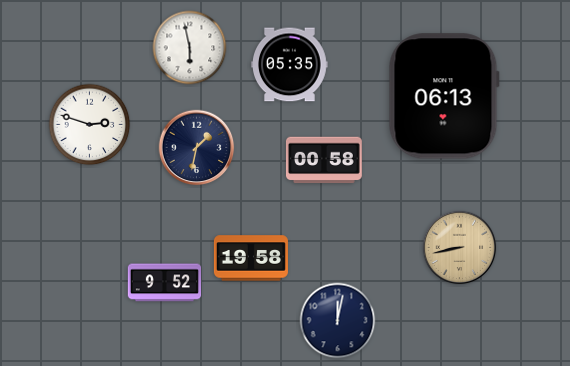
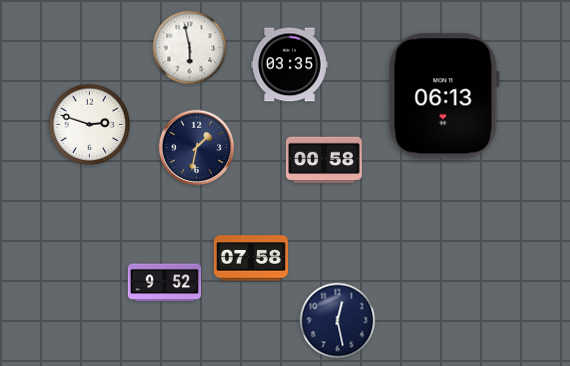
clock at (290, 65): 05:35 -> 03:35
clock at (460, 248): 8:43 -> none
clock at (251, 258): 19:58 -> 07:58
clock at (338, 321): 12:02 -> 12:28
